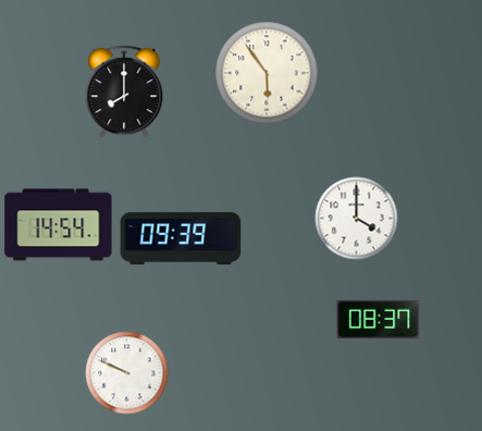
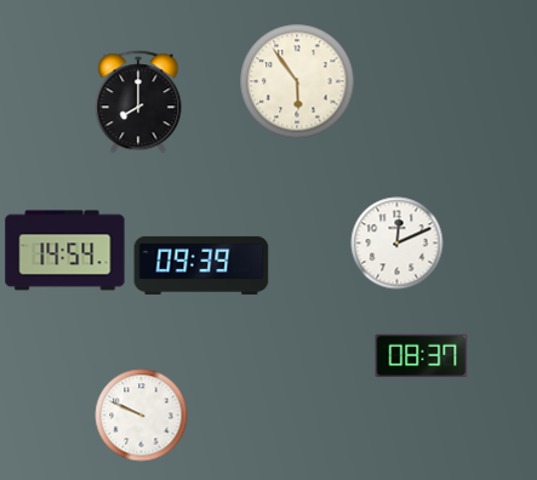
clock at (357, 219): 4:00 -> 12:11
